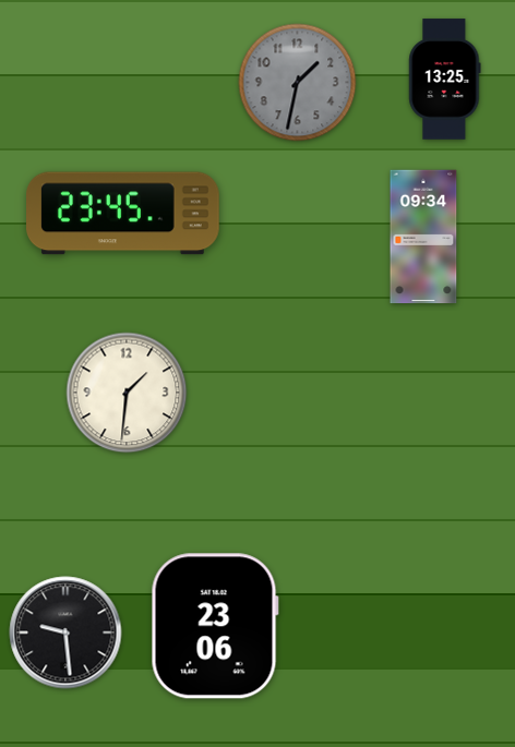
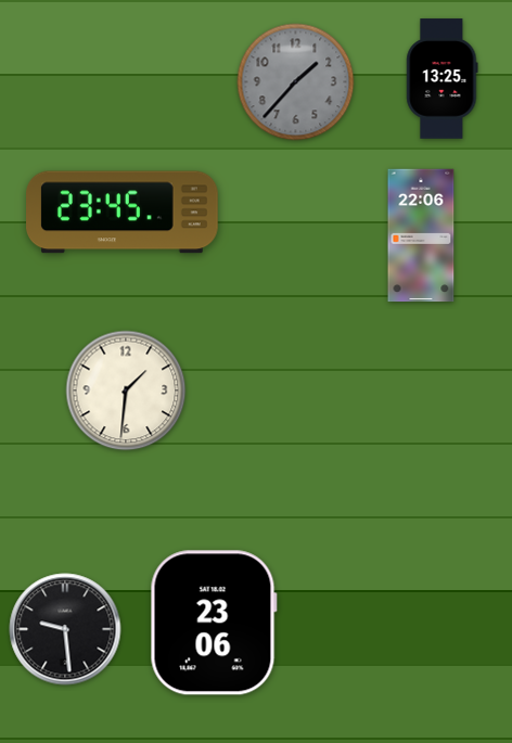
clock at (298, 83): 1:32 -> 1:37
clock at (423, 237): 09:34 -> 22:06
